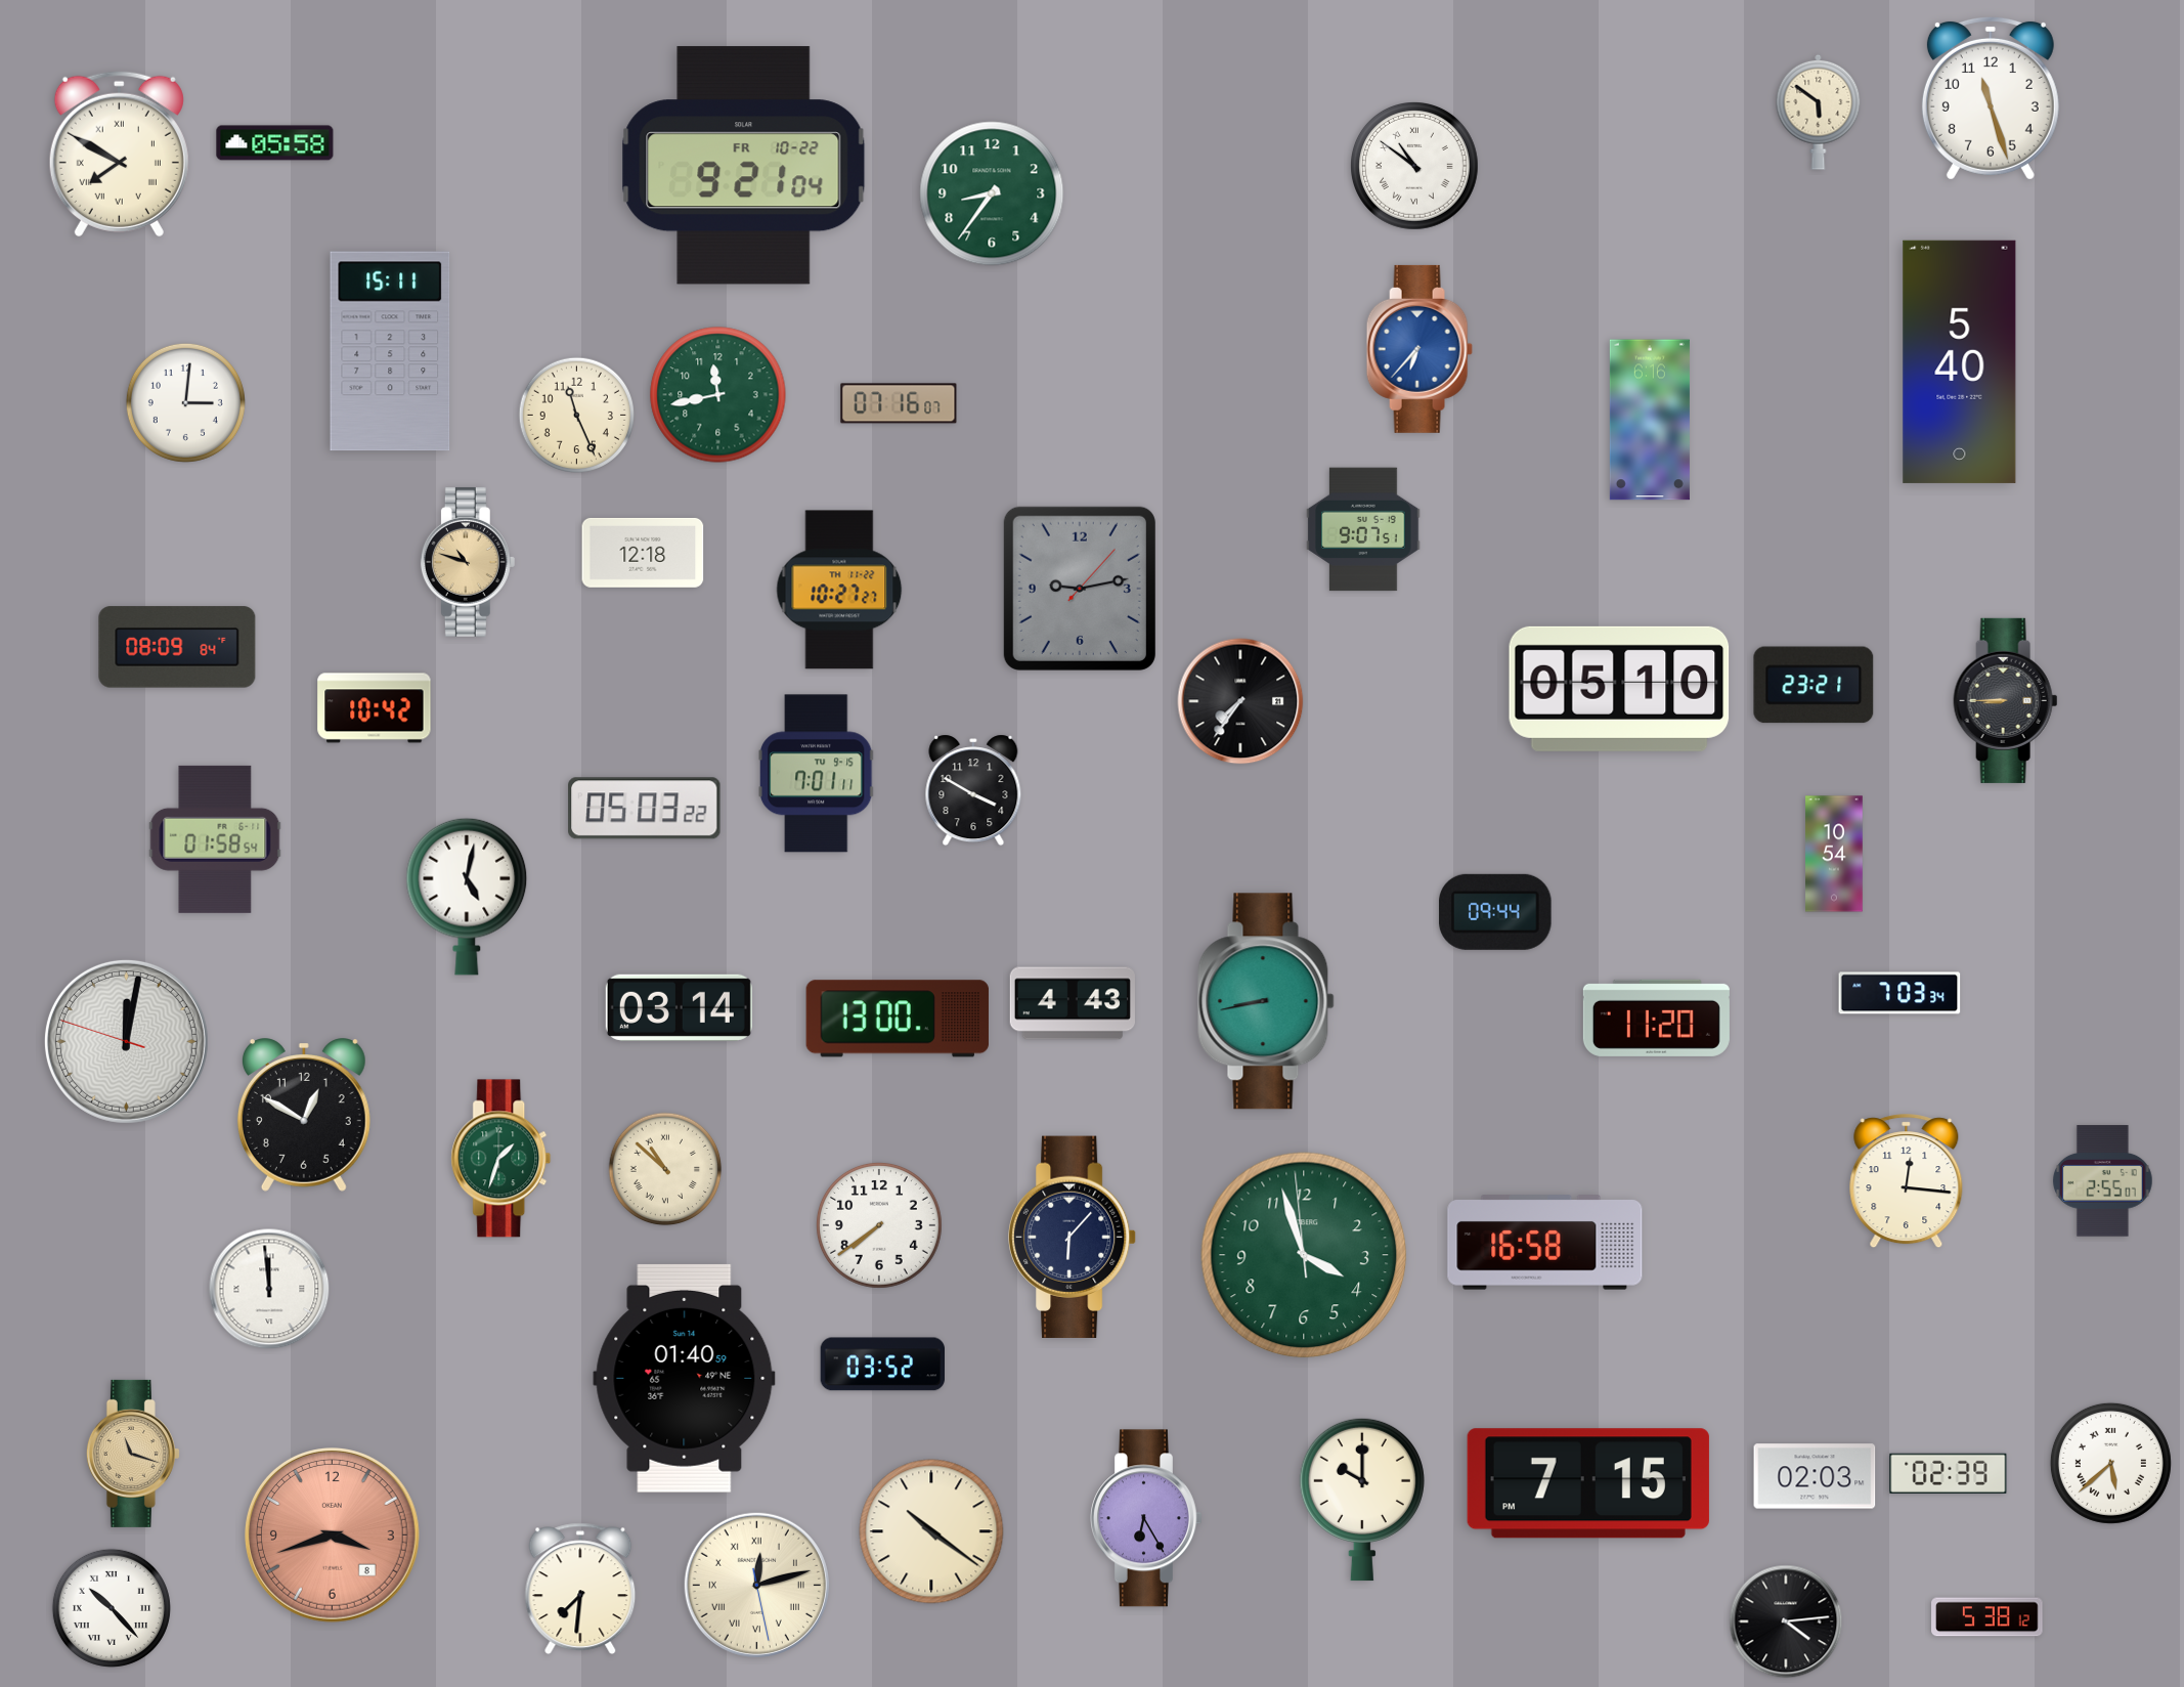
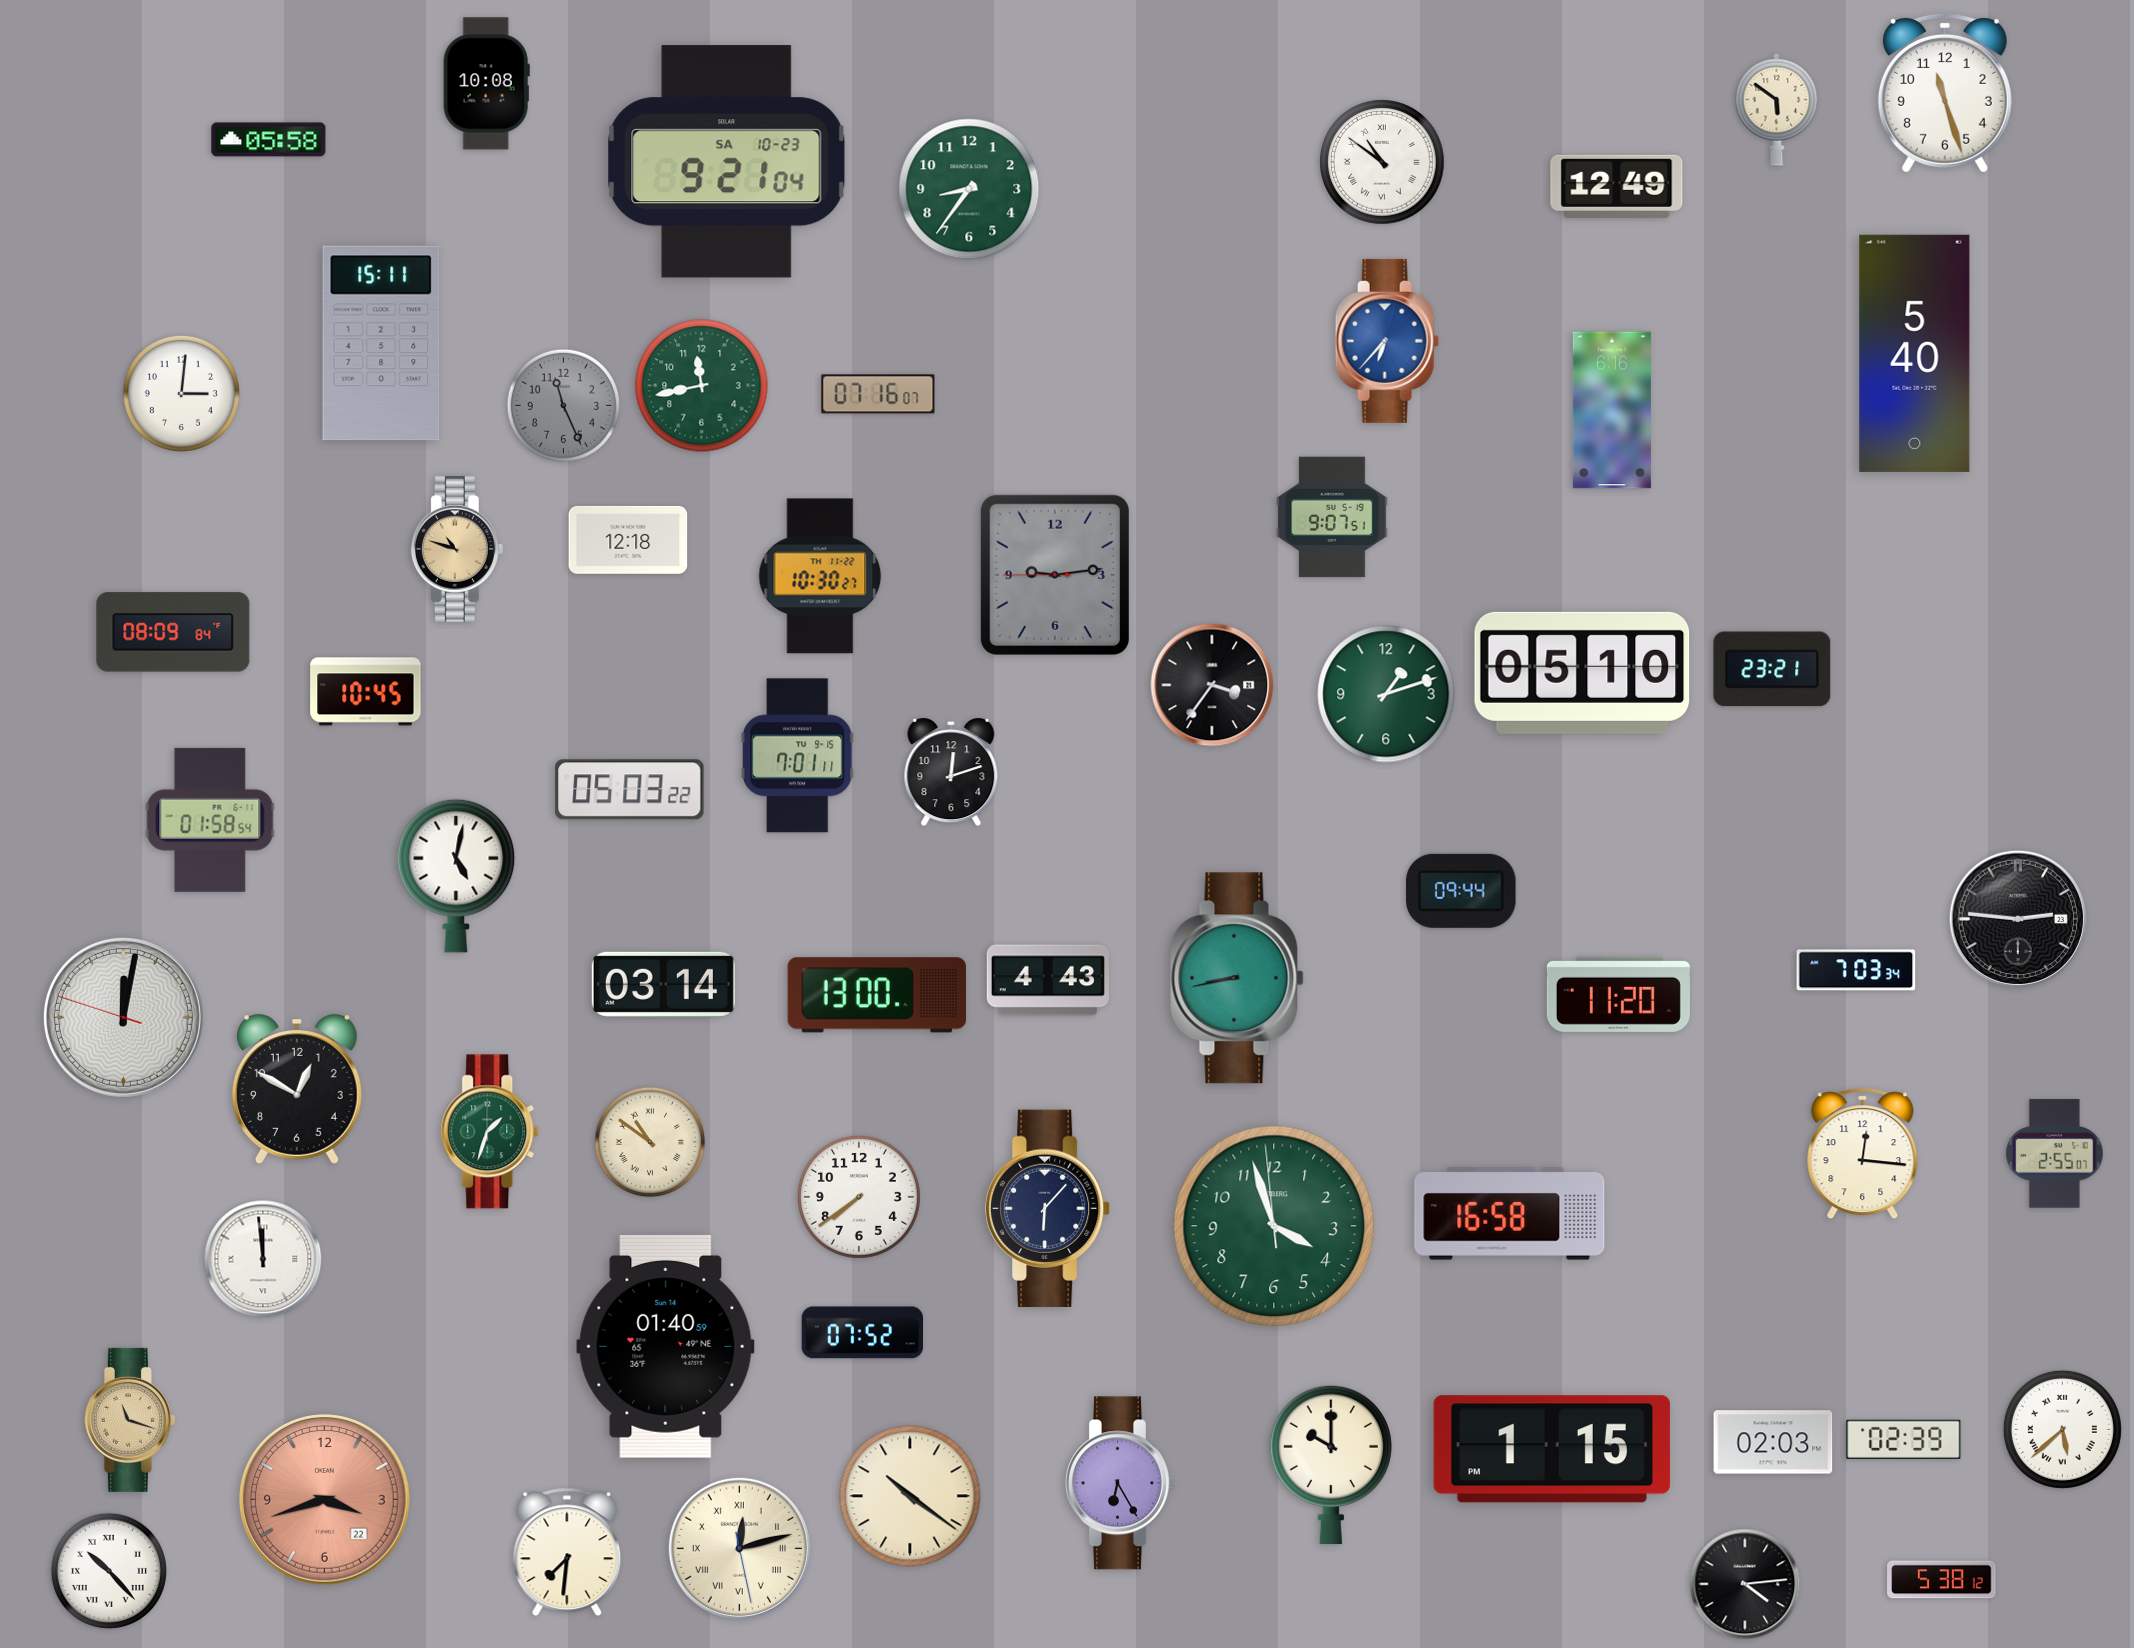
clock at (486, 84): none -> 10:08
clock at (1991, 98) position: (1991, 98) -> (1945, 93)
clock at (119, 154): 7:50 -> none
clock at (744, 166) date: FR 10-22 -> SA 10-23
clock at (1617, 186): none -> 12:49
clock at (576, 415) dial: cream -> grey
clock at (1080, 589): 9:13:07 -> 9:13:45
clock at (839, 590): 10:27 -> 10:30
clock at (2006, 700): 8:45 -> none
clock at (1240, 701): 7:36 -> 3:36
clock at (375, 708): 10:42 -> 10:45
clock at (1386, 694): none -> 1:12
clock at (973, 790): 3:50 -> 12:12
clock at (1834, 854): 10:54 -> none
clock at (2017, 918): none -> 2:46
clock at (665, 1169): 10:52 -> 10:51
clock at (882, 1365): 03:52 -> 07:52
clock at (685, 1378) position: (685, 1378) -> (666, 1346)
clock at (1588, 1483): 7:15 -> 1:15
clock at (333, 1535) date: 8 -> 22
